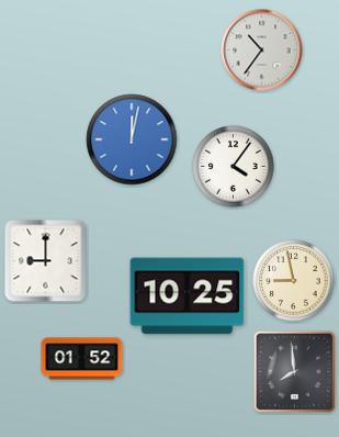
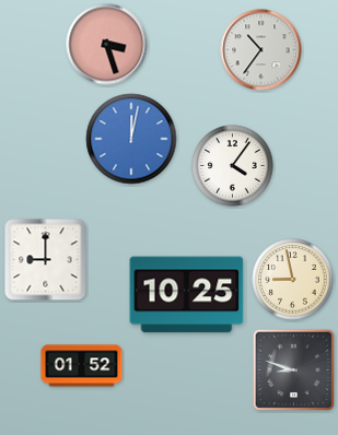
clock at (107, 45): none -> 3:27
clock at (82, 359) position: (82, 359) -> (82, 366)
clock at (294, 371): 7:59 -> 8:48
